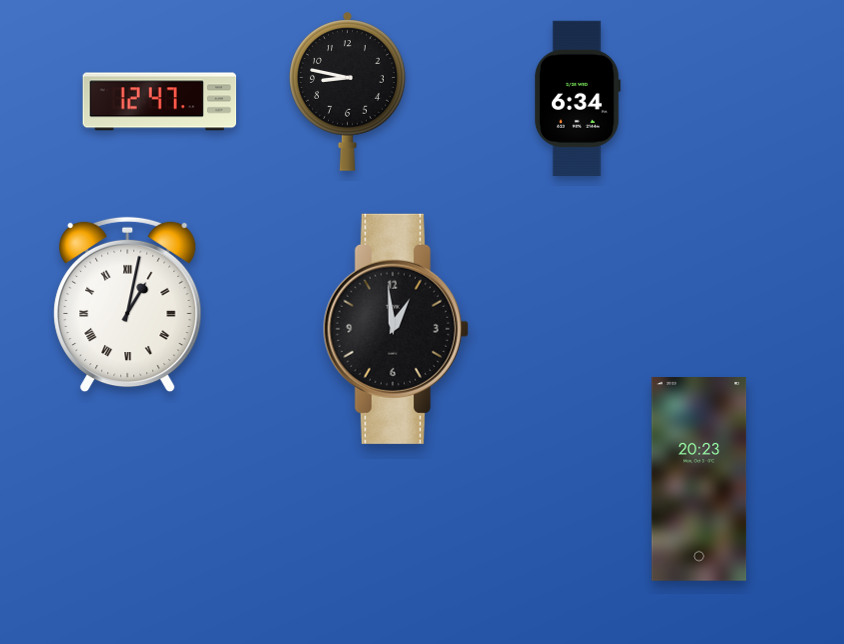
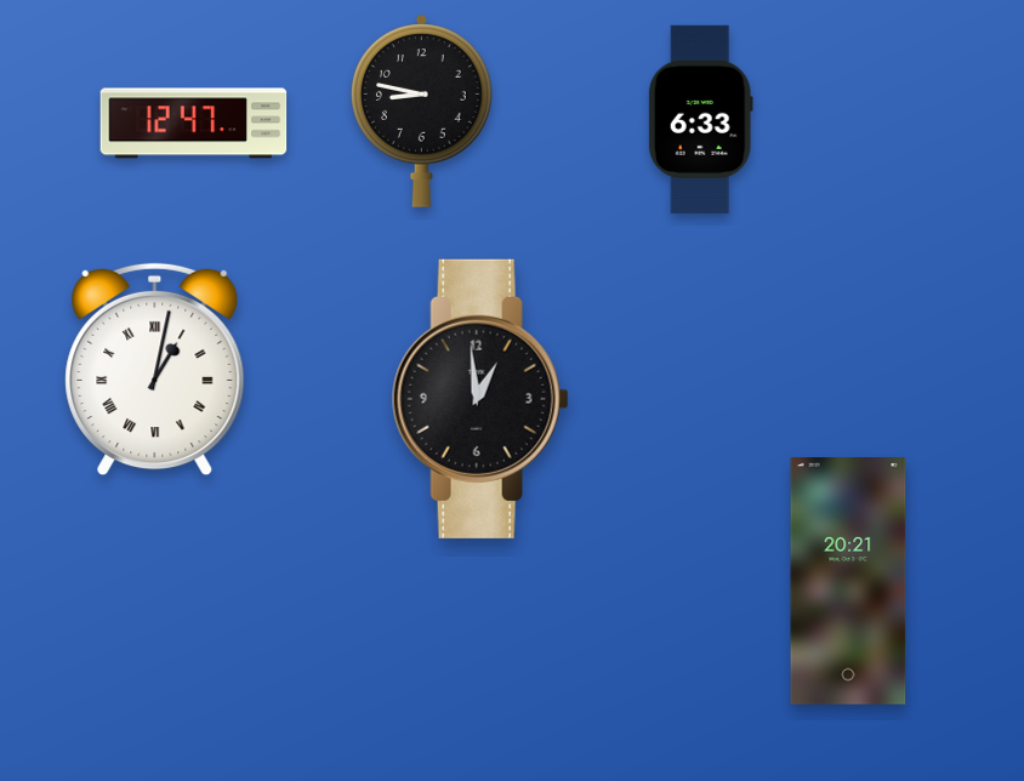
clock at (577, 98): 6:34 -> 6:33
clock at (699, 480): 20:23 -> 20:21
